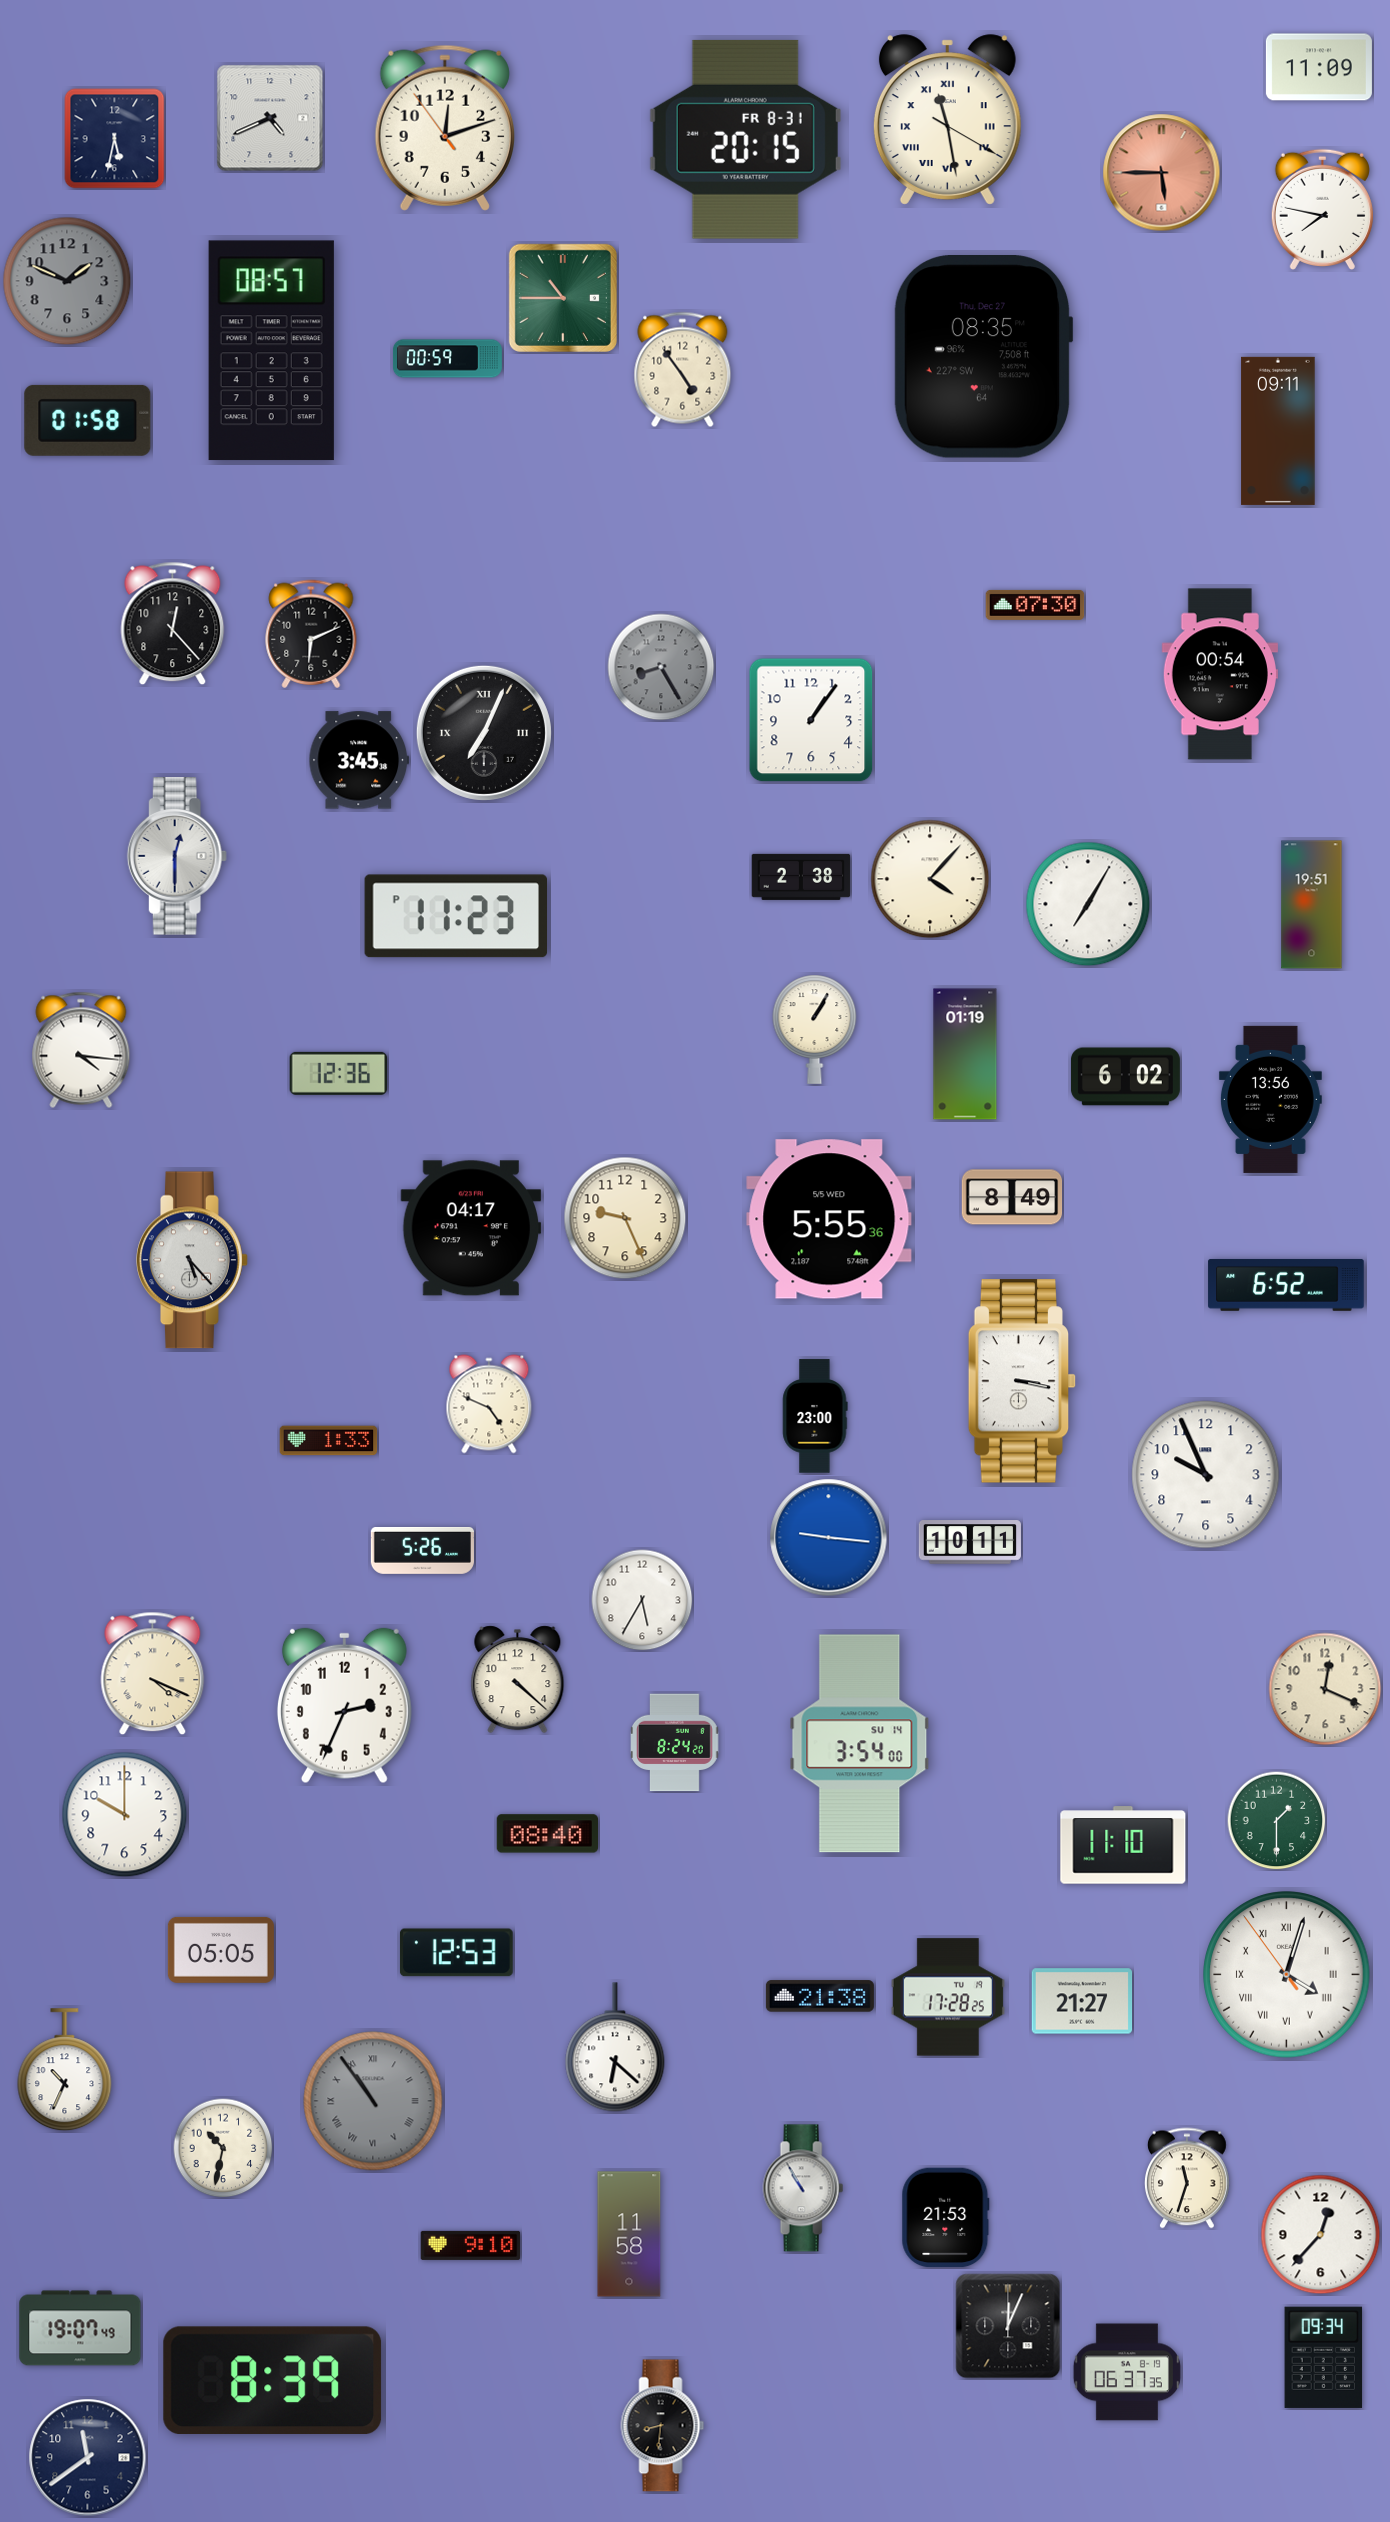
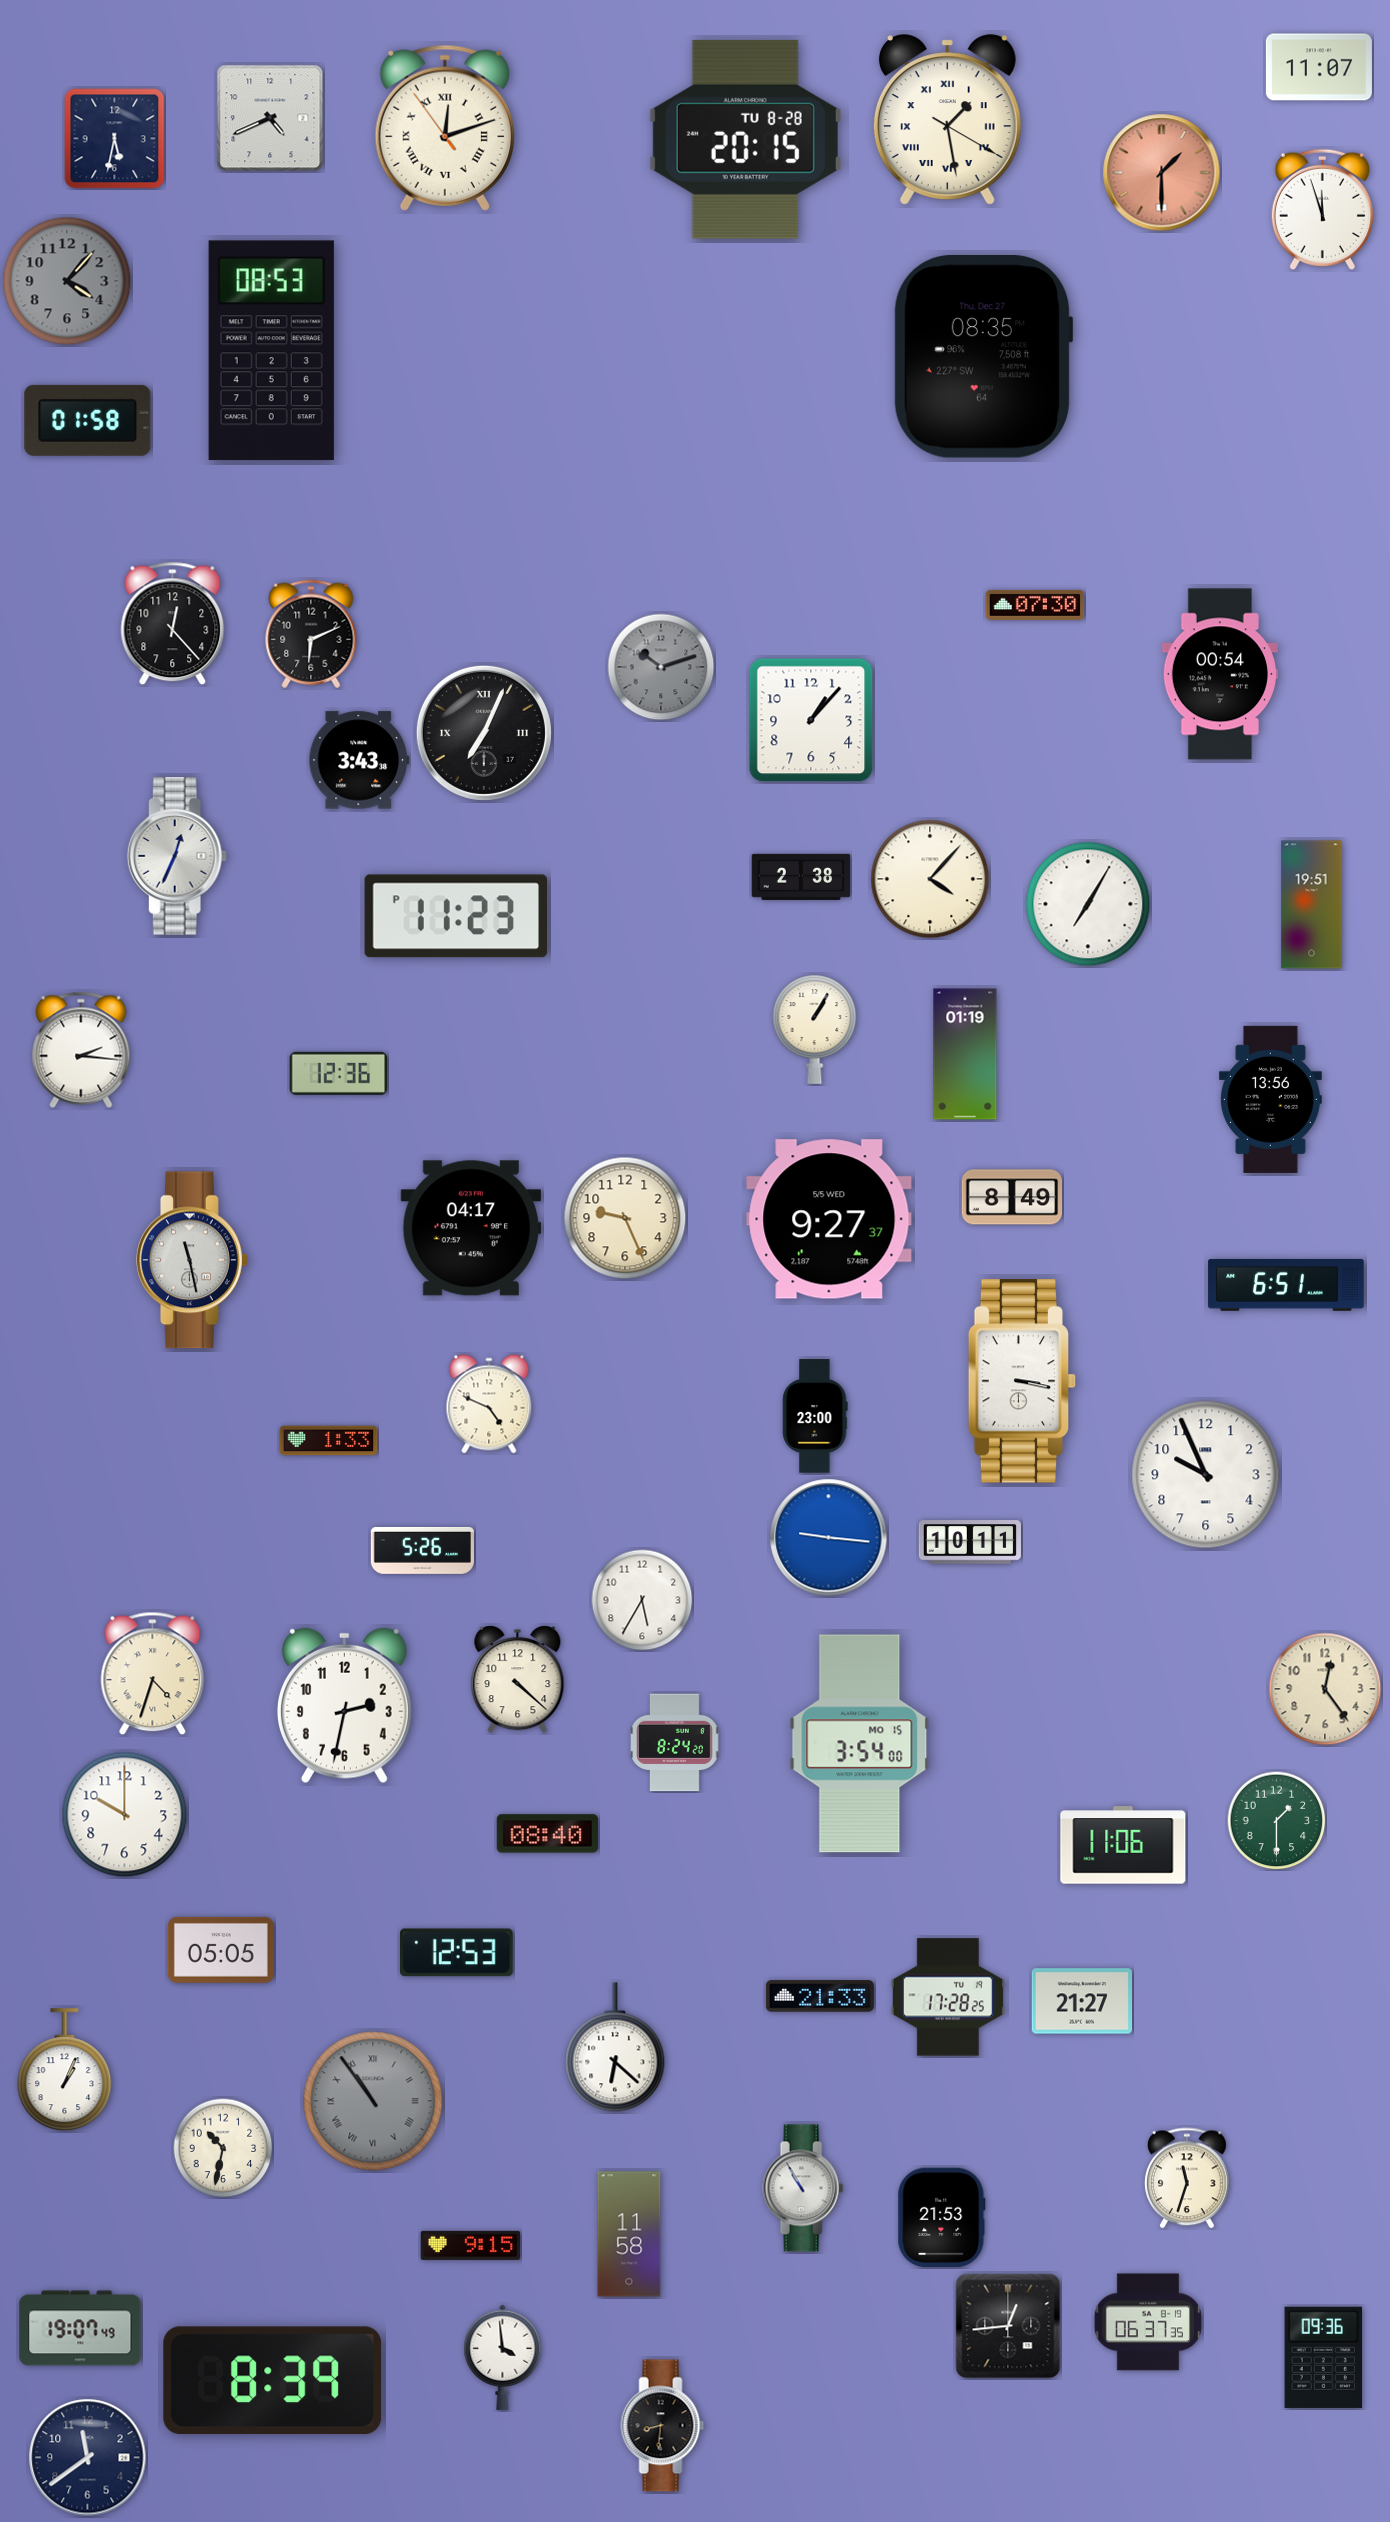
clock at (1319, 67): 11:09 -> 11:07
clock at (947, 120): 11:28 -> 1:28
clock at (445, 128) numerals: Arabic -> Roman
clock at (745, 139) date: FR 8-31 -> TU 8-28
clock at (1162, 173): 5:45 -> 1:30
clock at (1322, 209): 7:47 -> 11:57
clock at (67, 281): 1:49 -> 4:07
clock at (563, 298): 10:45 -> none
clock at (271, 351): 08:57 -> 08:53
clock at (447, 359): 00:59 -> none
clock at (683, 370): 4:54 -> none
clock at (1278, 431): 09:11 -> none
clock at (661, 667): 8:25 -> 10:12
clock at (811, 720): 1:06 -> 1:07
clock at (358, 760): 3:45 -> 3:43
clock at (177, 856): 12:30 -> 12:34
clock at (81, 1050): 4:16 -> 2:16
clock at (1125, 1077): 6:02 -> none
clock at (829, 1219): 5:55 -> 9:27
clock at (193, 1260): 5:23 -> 11:28
clock at (1286, 1285): 6:52 -> 6:51
clock at (153, 1674): 4:19 -> 4:33
clock at (1325, 1689): 12:19 -> 12:24
clock at (344, 1706): 2:34 -> 2:32
clock at (860, 1744) date: SU 14 -> MO 15
clock at (1123, 1845): 11:10 -> 11:06
clock at (1287, 1975): 4:02 -> none
clock at (820, 1996): 21:38 -> 21:33
clock at (65, 2070): 10:34 -> 1:04
clock at (946, 2218) position: (946, 2218) -> (942, 2218)
clock at (1321, 2235): 12:37 -> none
clock at (471, 2245): 9:10 -> 9:15
clock at (1008, 2326): 12:04 -> 12:44
clock at (503, 2357): none -> 3:59
clock at (1324, 2357): 09:34 -> 09:36
clock at (1127, 2372) position: (1127, 2372) -> (1148, 2322)
